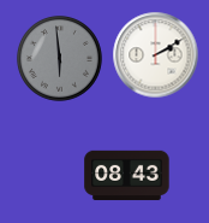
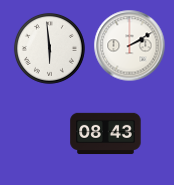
clock at (59, 58) dial: grey -> white
clock at (127, 176) position: (127, 176) -> (106, 134)
